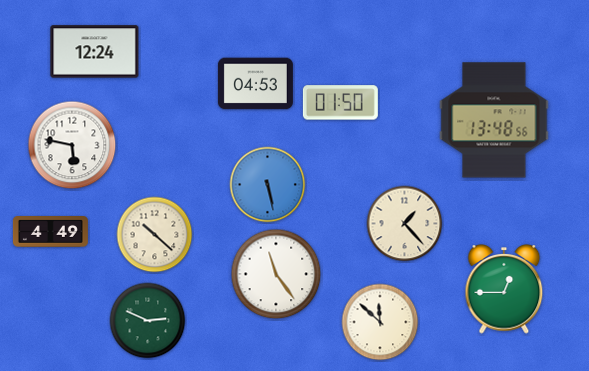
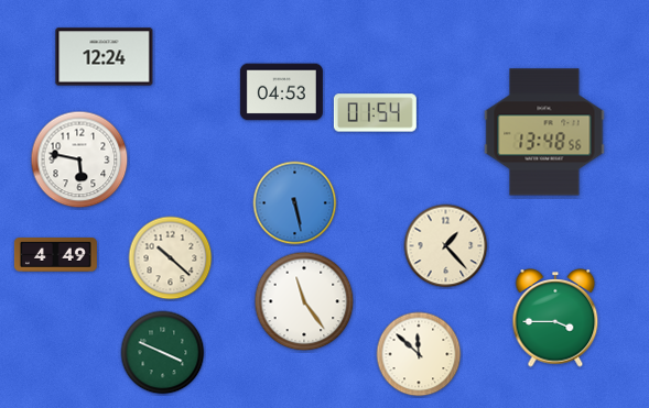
clock at (340, 103): 01:50 -> 01:54
clock at (504, 289): 12:45 -> 3:45
clock at (148, 321): 2:49 -> 3:49
